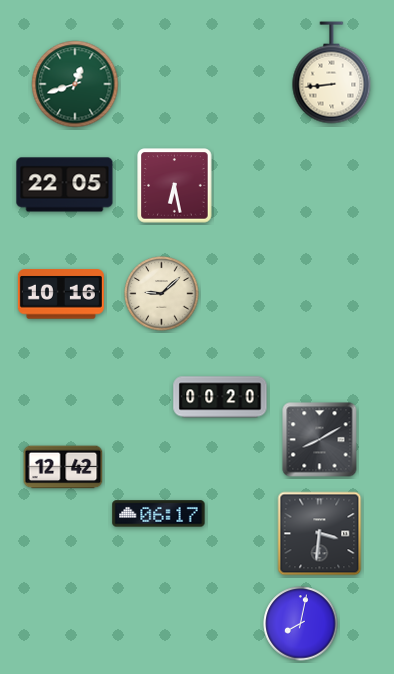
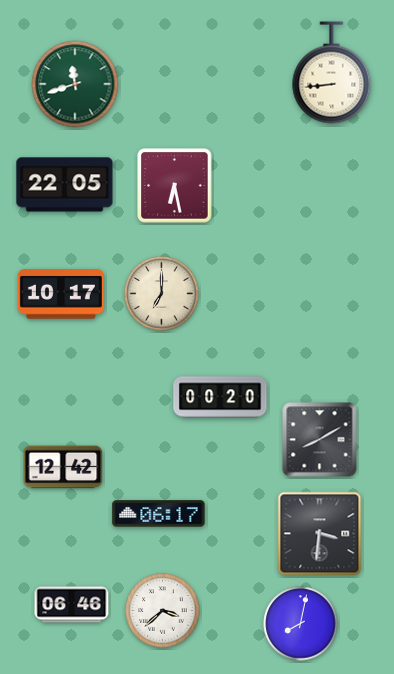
clock at (75, 84): 12:42 -> 11:42
clock at (61, 294): 10:16 -> 10:17
clock at (162, 294): 9:08 -> 7:00
clock at (72, 605): none -> 06:46
clock at (163, 611): none -> 3:38
